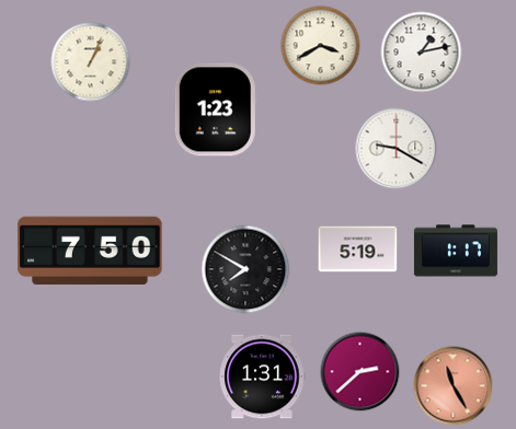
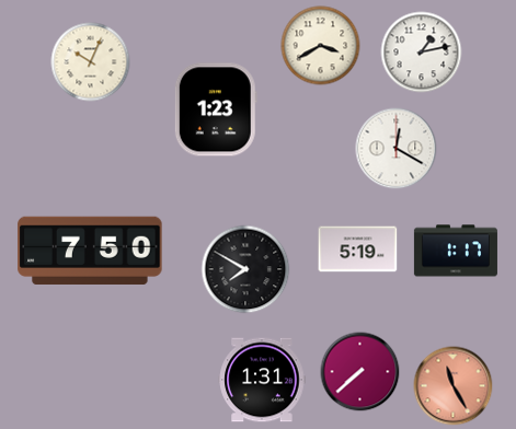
clock at (91, 62): 1:04 -> 10:04
clock at (397, 149): 9:20 -> 12:20
clock at (360, 372): 2:38 -> 7:38
clock at (262, 376) position: (262, 376) -> (262, 380)
